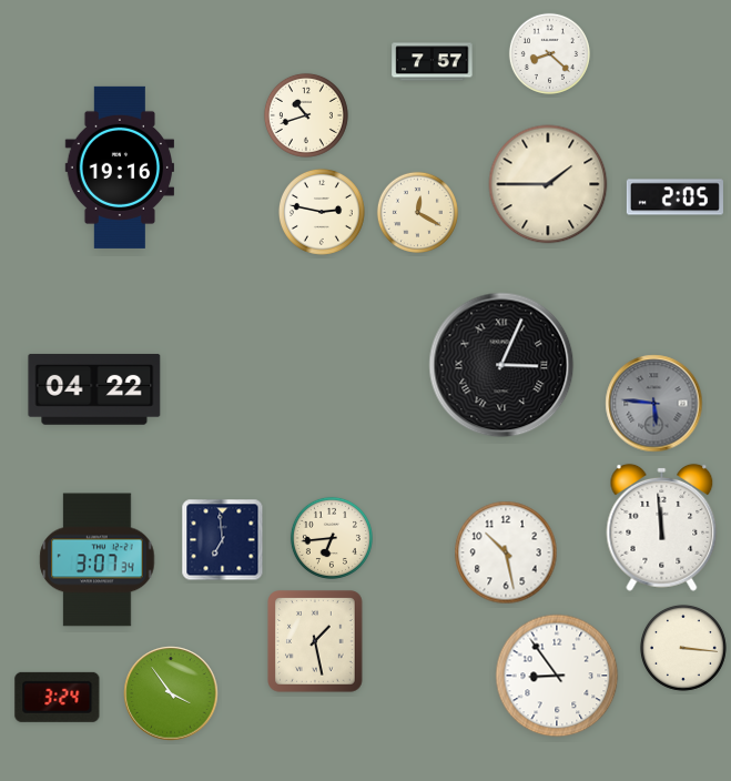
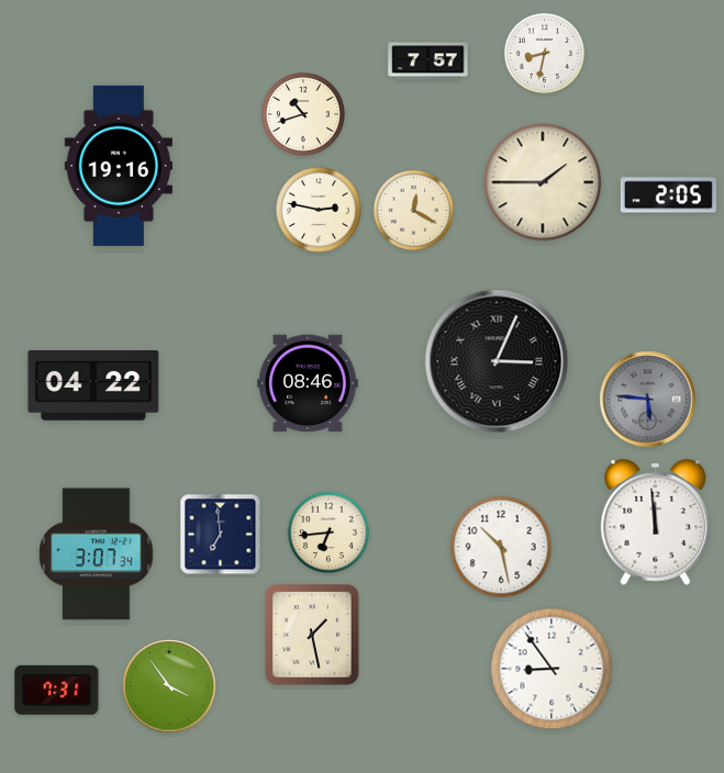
clock at (549, 53): 8:22 -> 8:32
clock at (308, 383): none -> 08:46
clock at (683, 648): 3:16 -> none
clock at (58, 697): 3:24 -> 7:31
